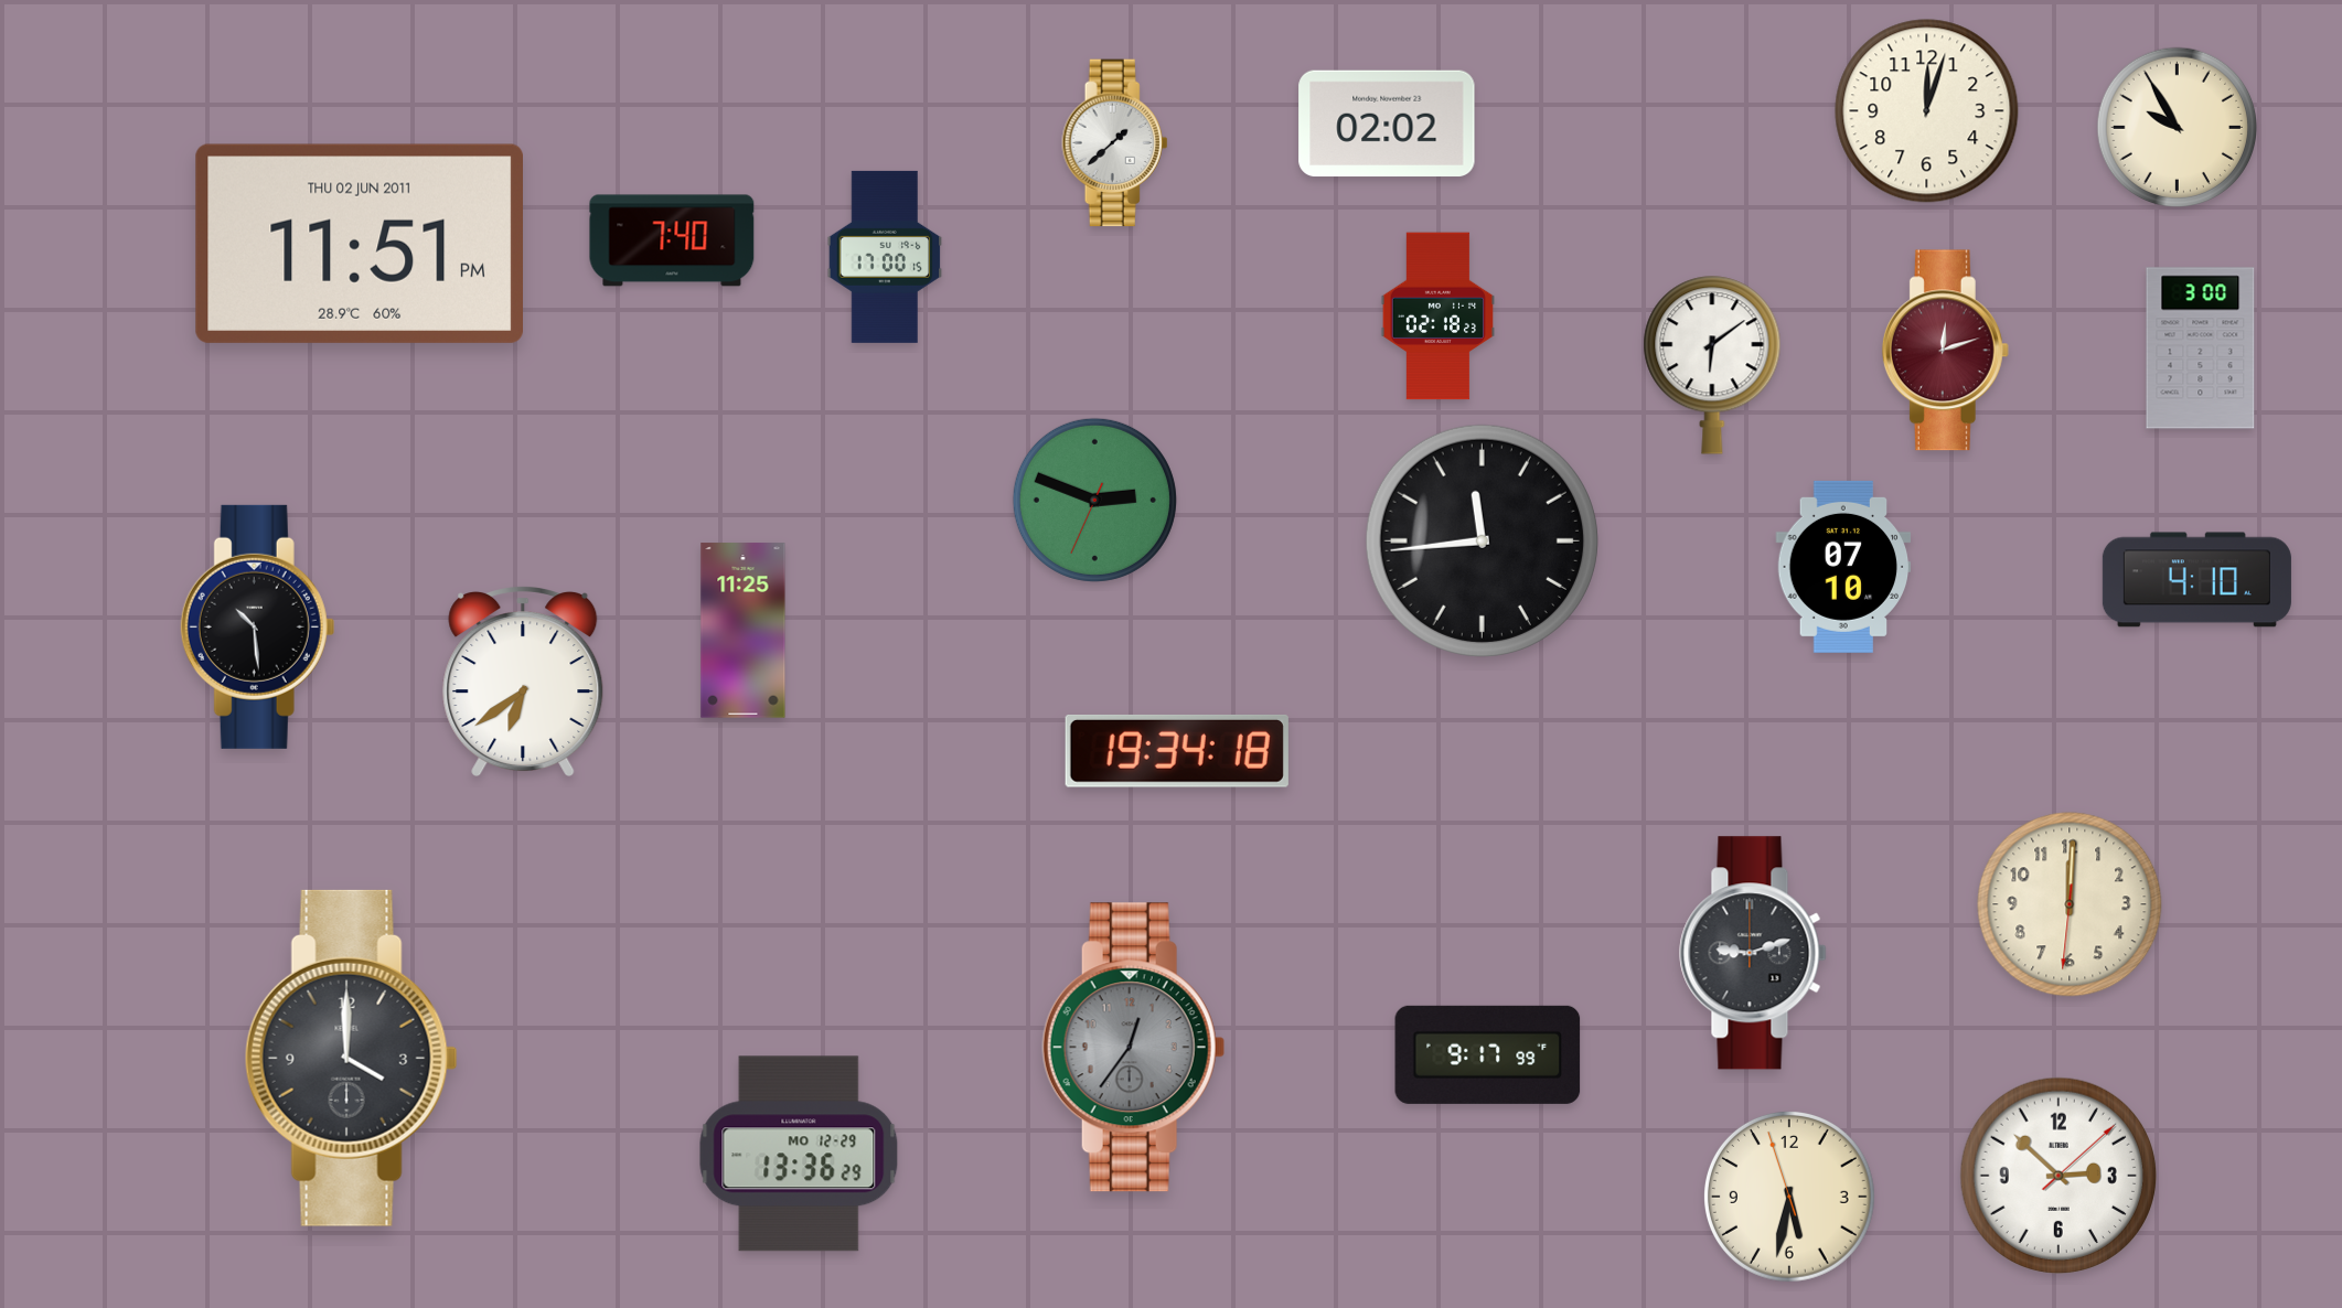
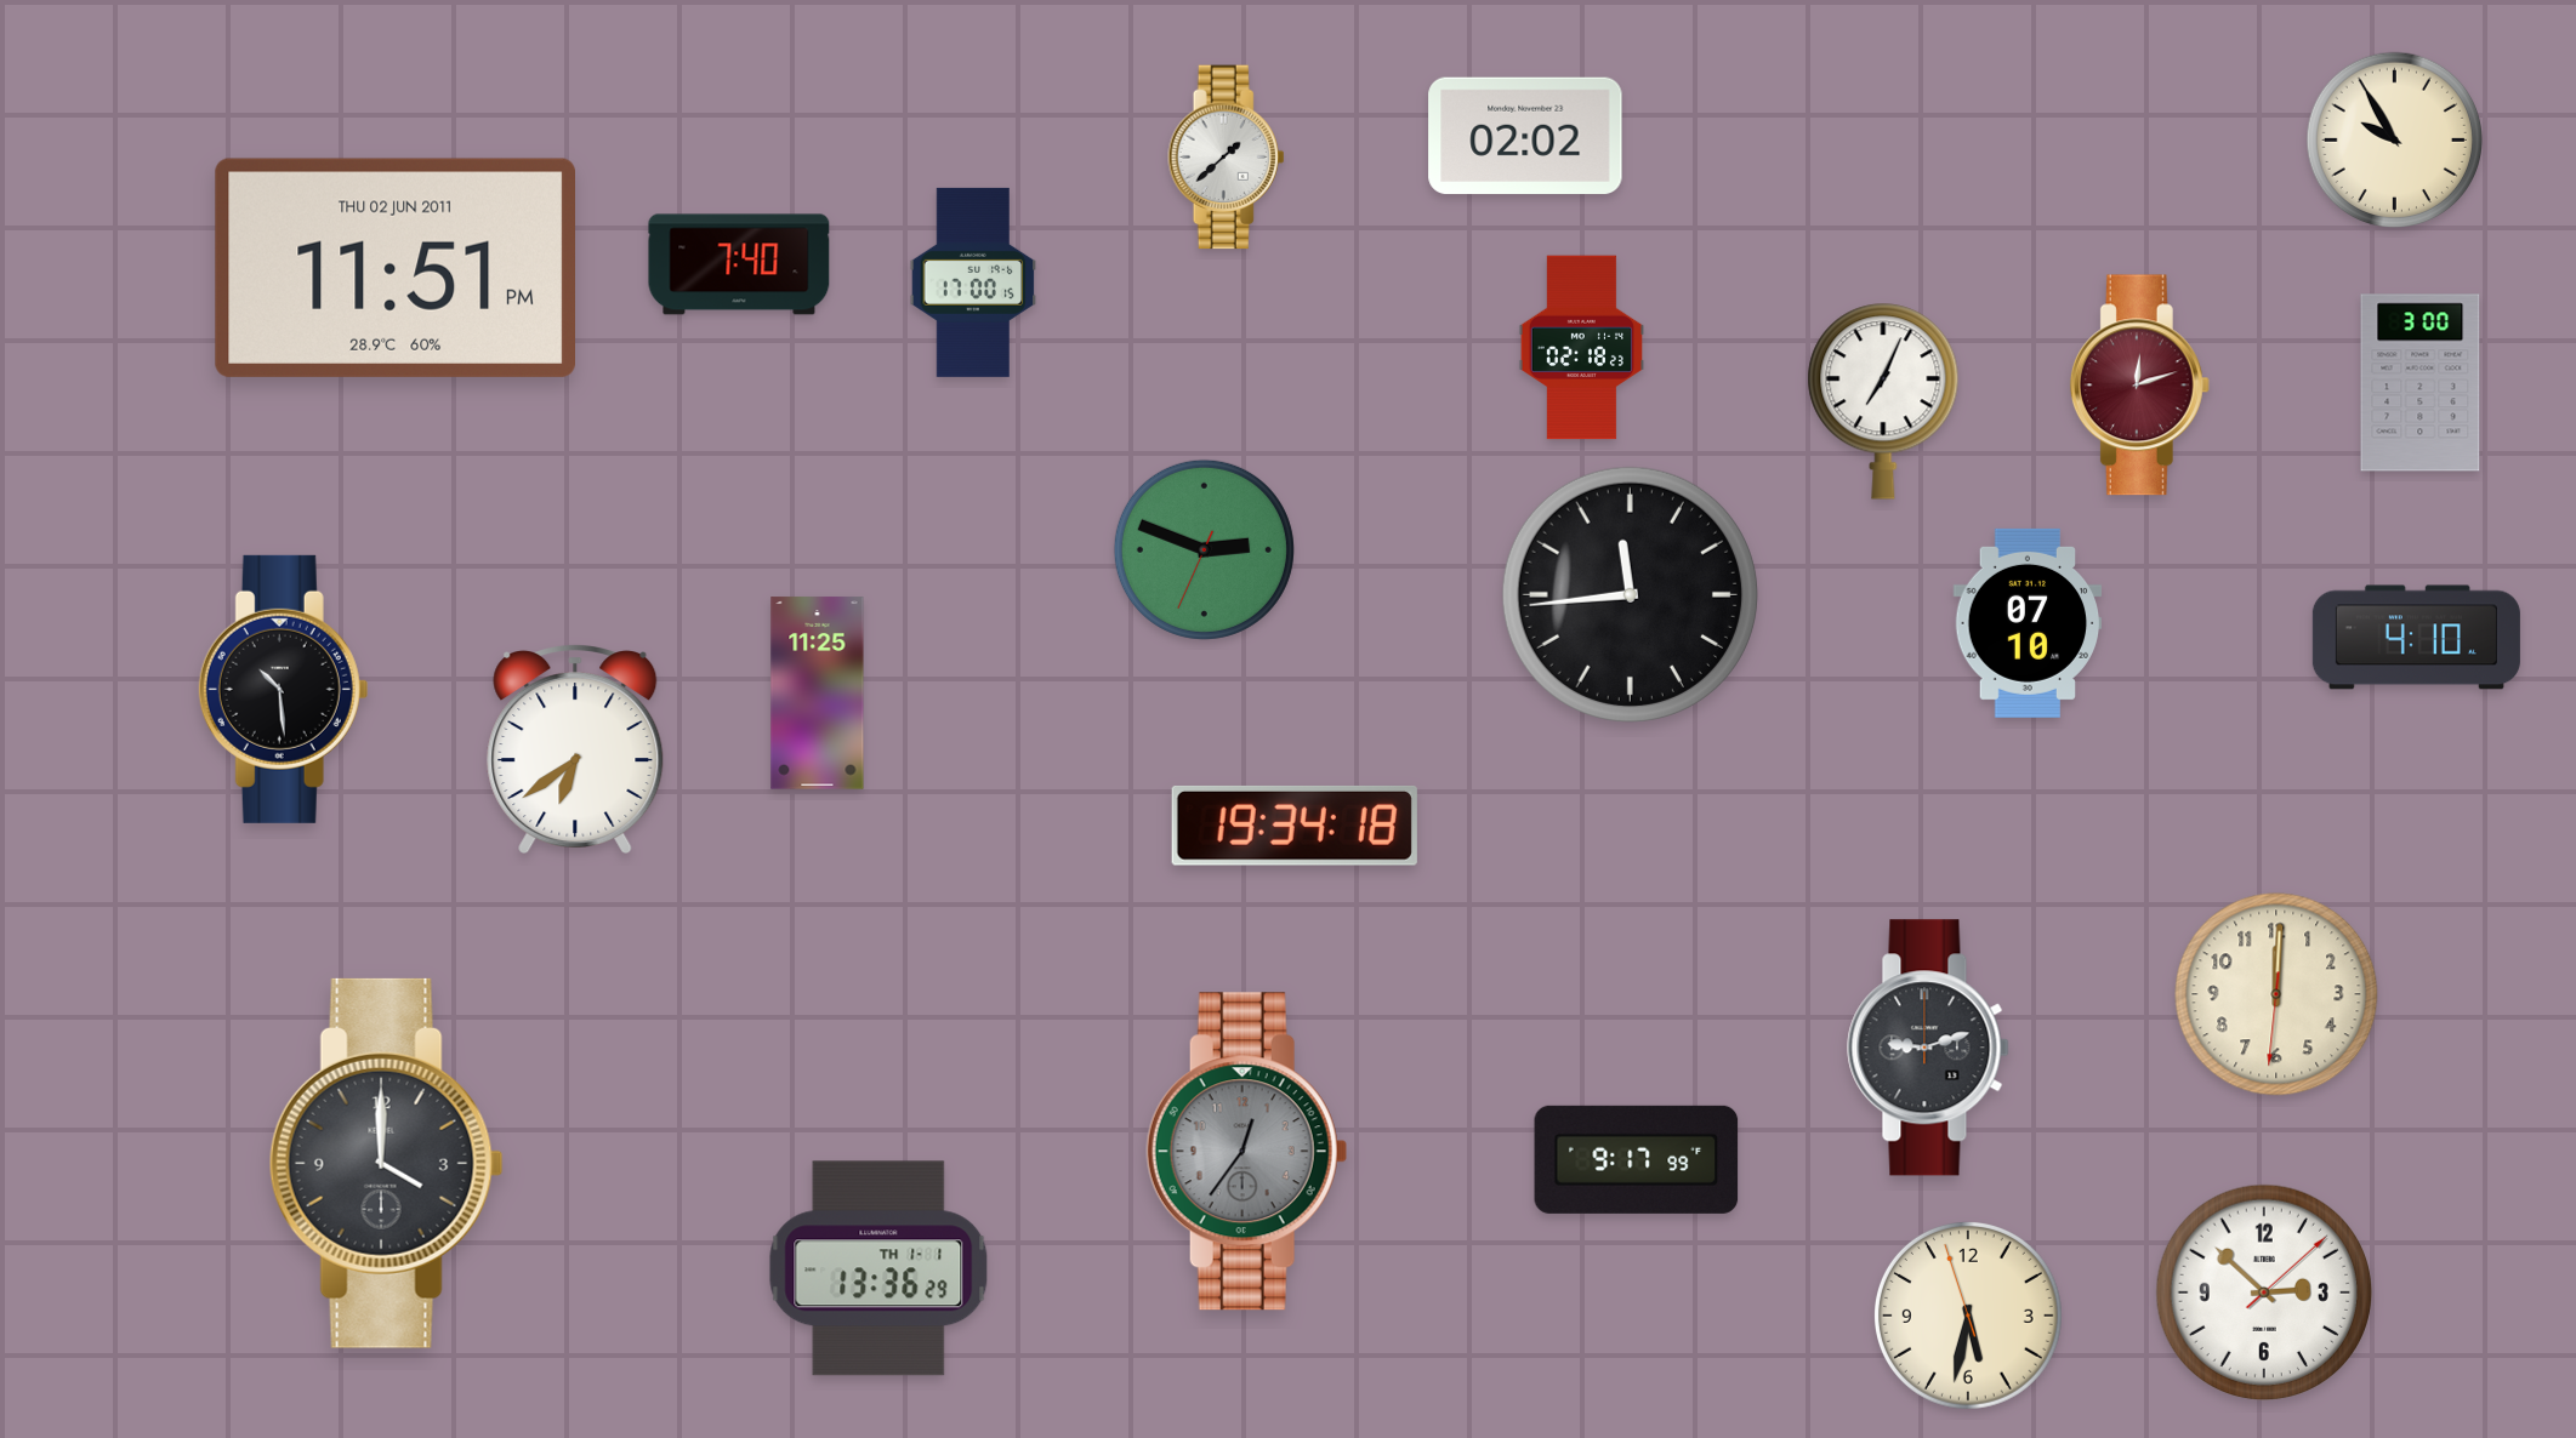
clock at (1927, 111): 12:03 -> none
clock at (1712, 365): 6:09 -> 7:04
clock at (799, 1154) date: MO 12-29 -> TH 1-1
